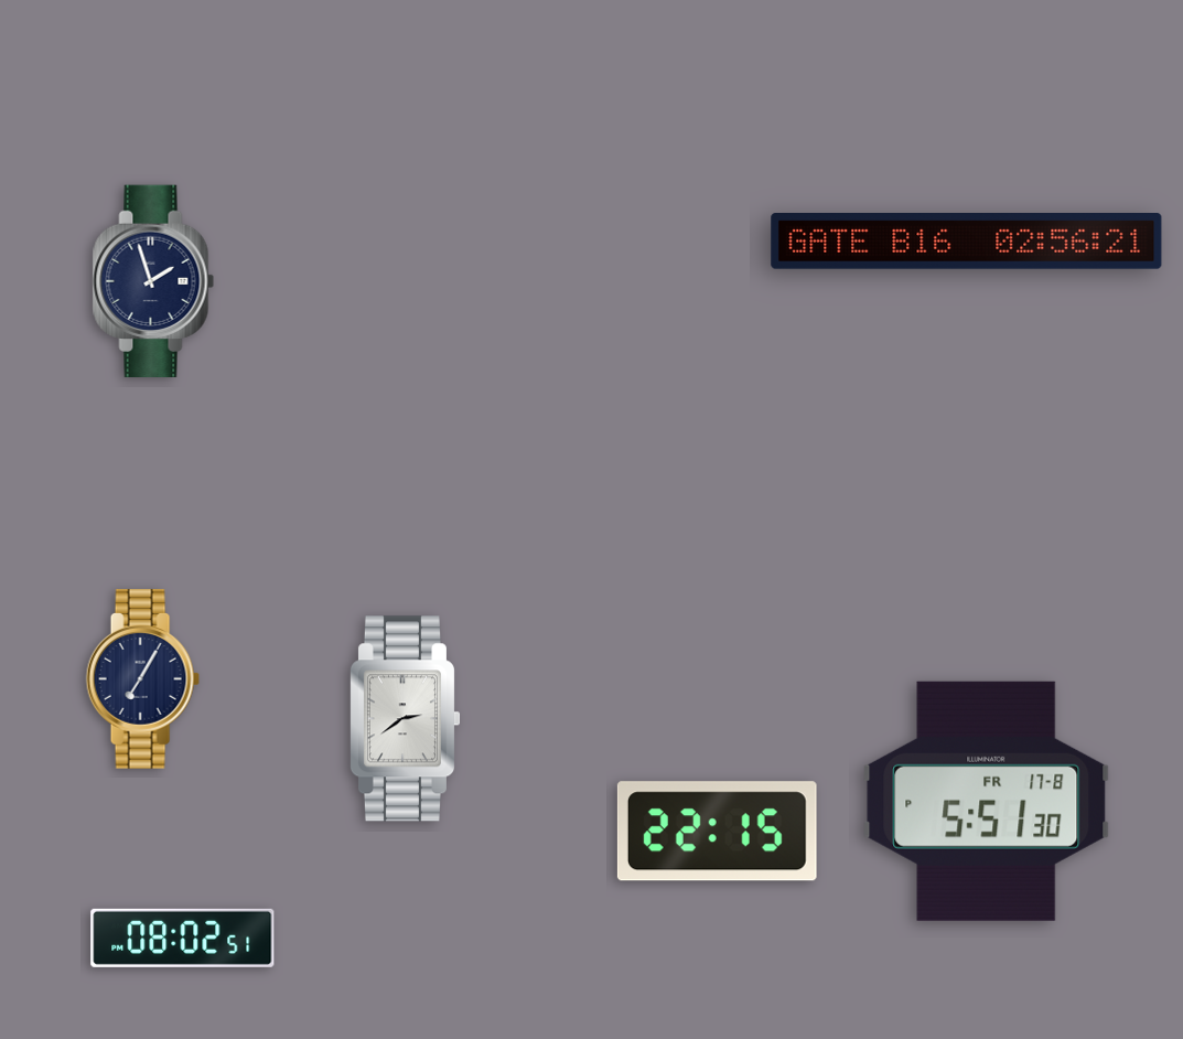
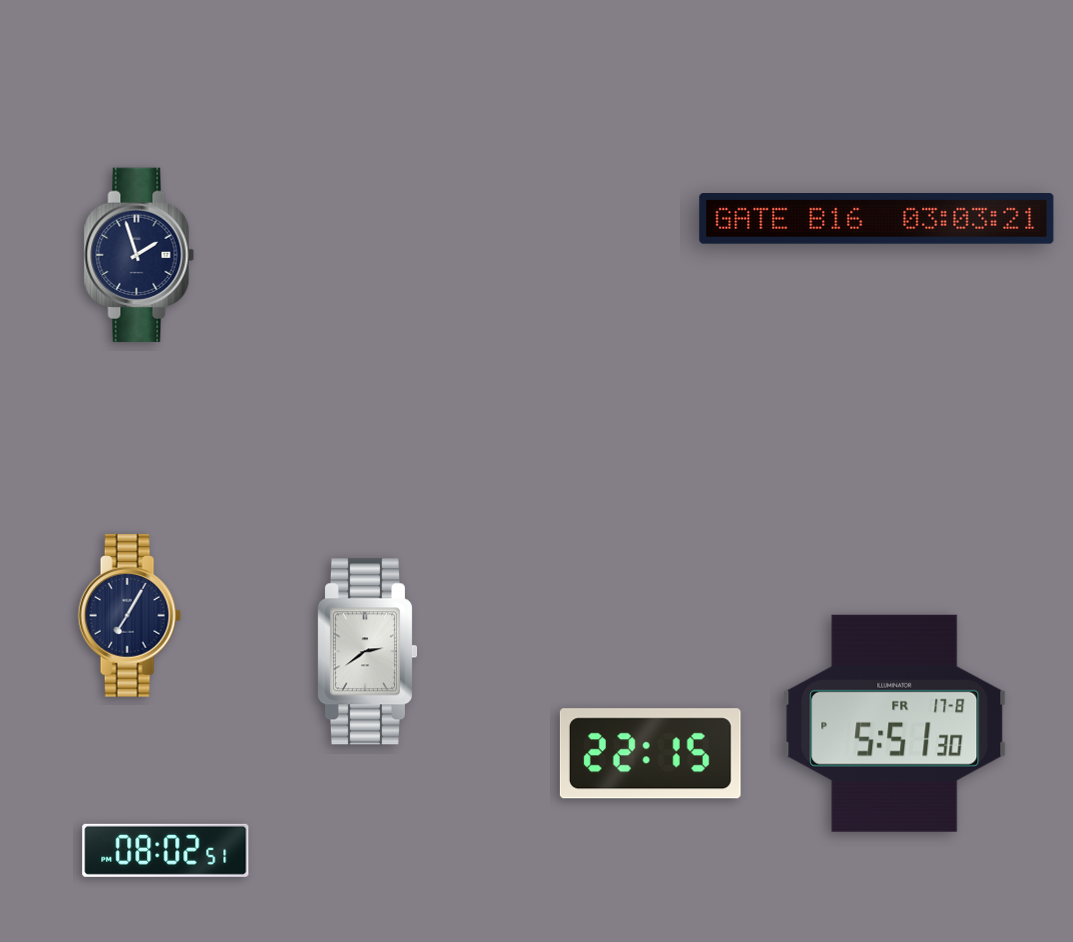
clock at (967, 242): 02:56 -> 03:03
clock at (987, 801) position: (987, 801) -> (895, 723)
